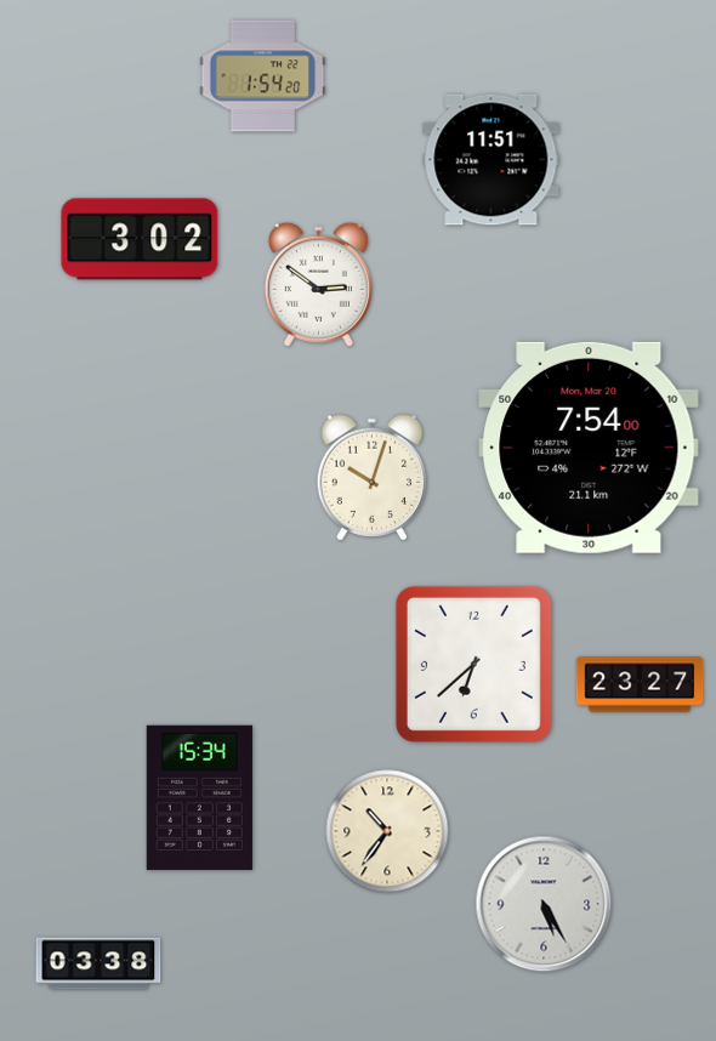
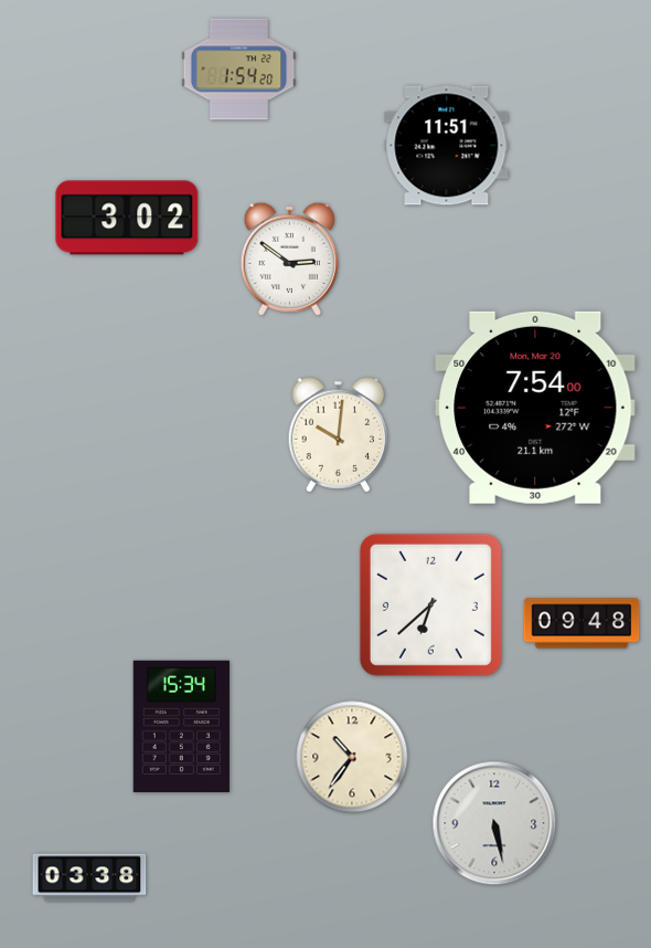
clock at (373, 478): 10:03 -> 10:01
clock at (640, 684): 23:27 -> 09:48
clock at (544, 904): 5:25 -> 5:28
